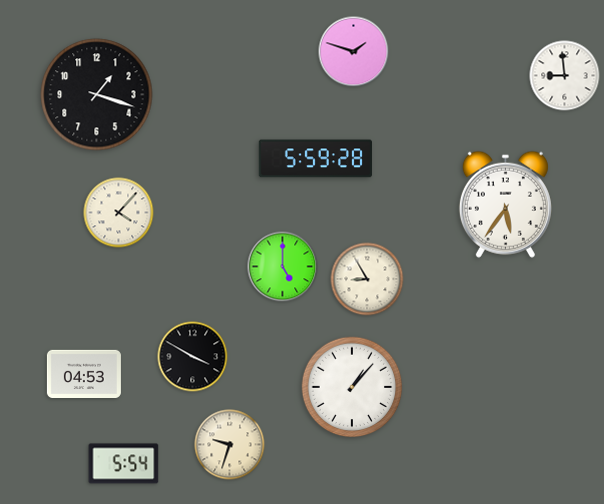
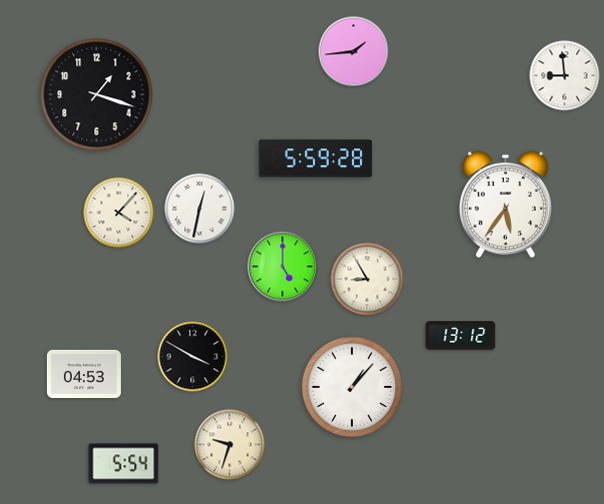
clock at (354, 52): 1:48 -> 1:44
clock at (200, 209): none -> 12:32
clock at (461, 336): none -> 13:12
